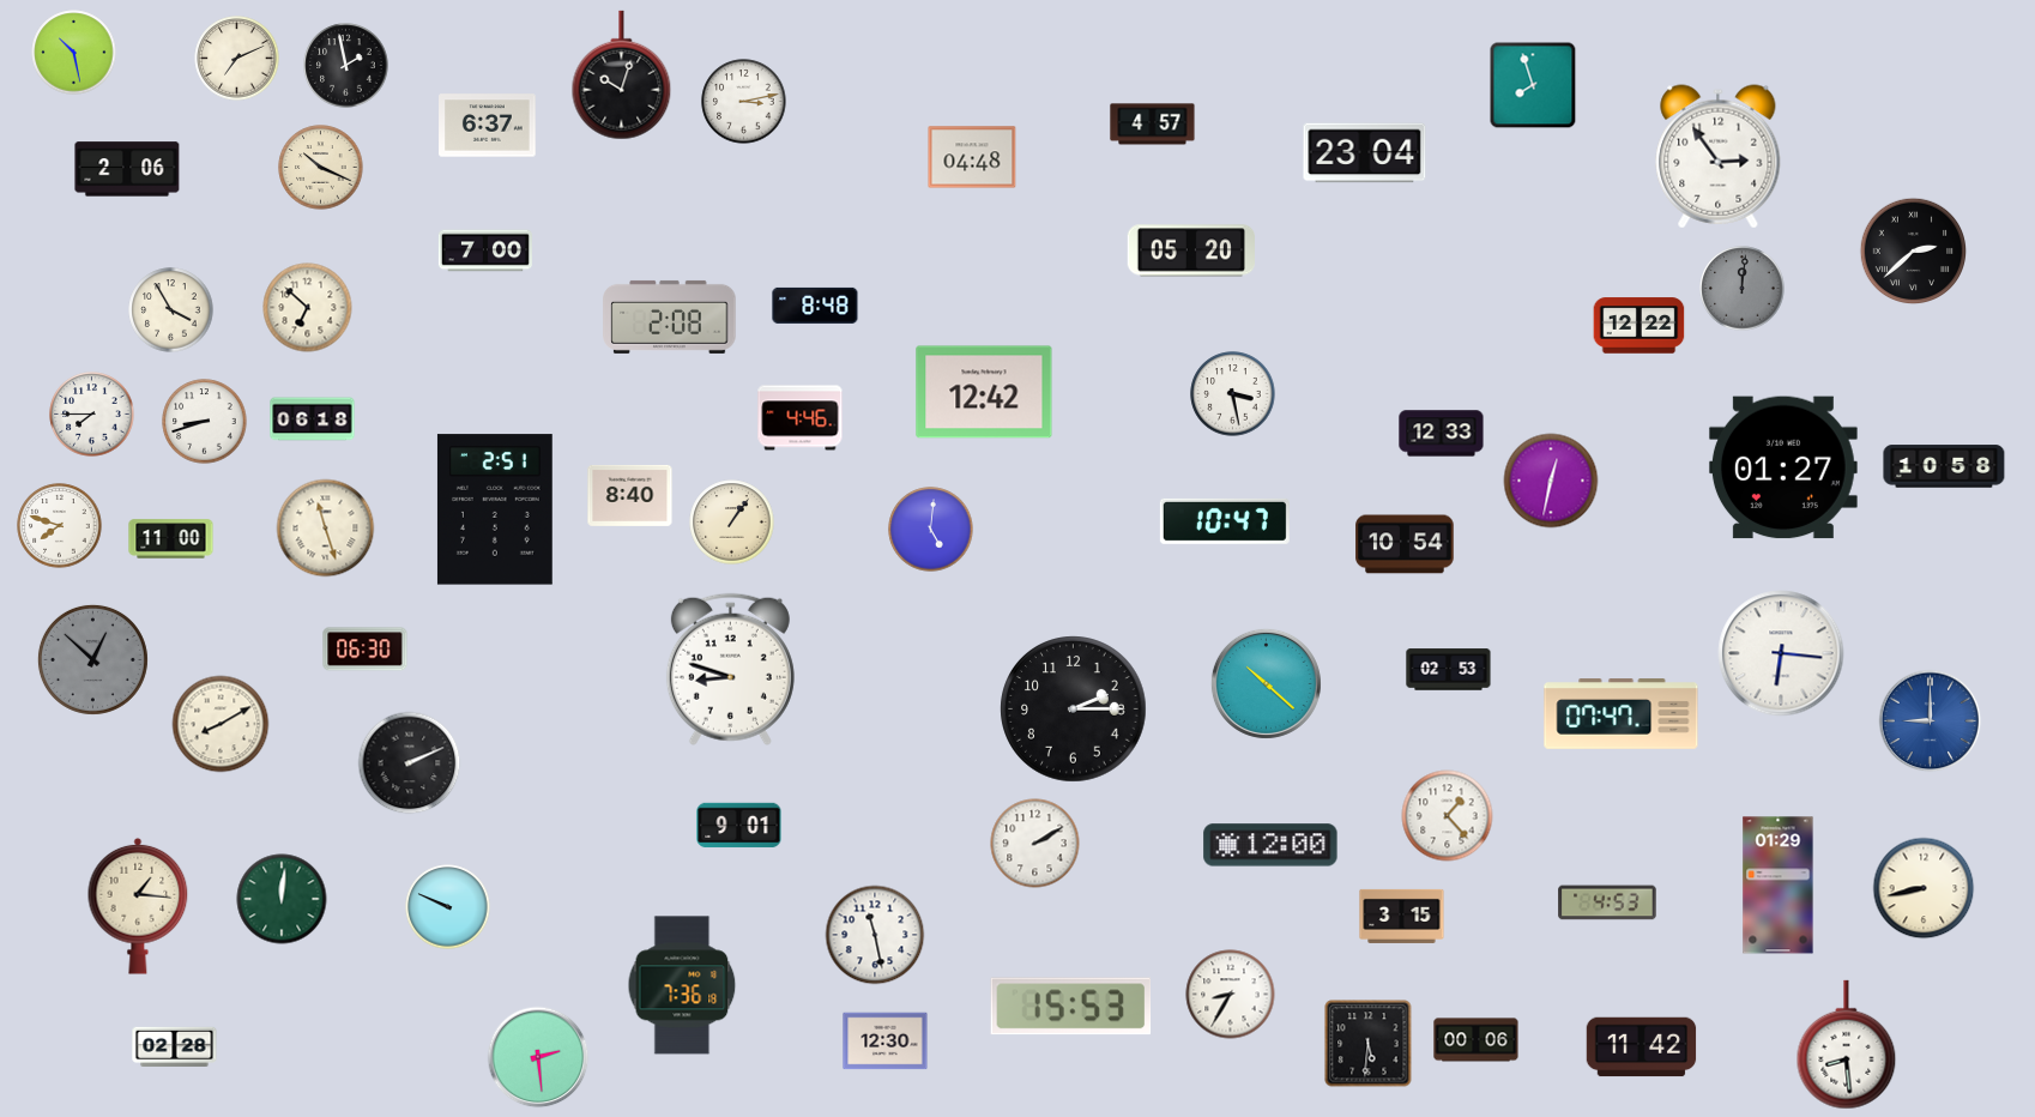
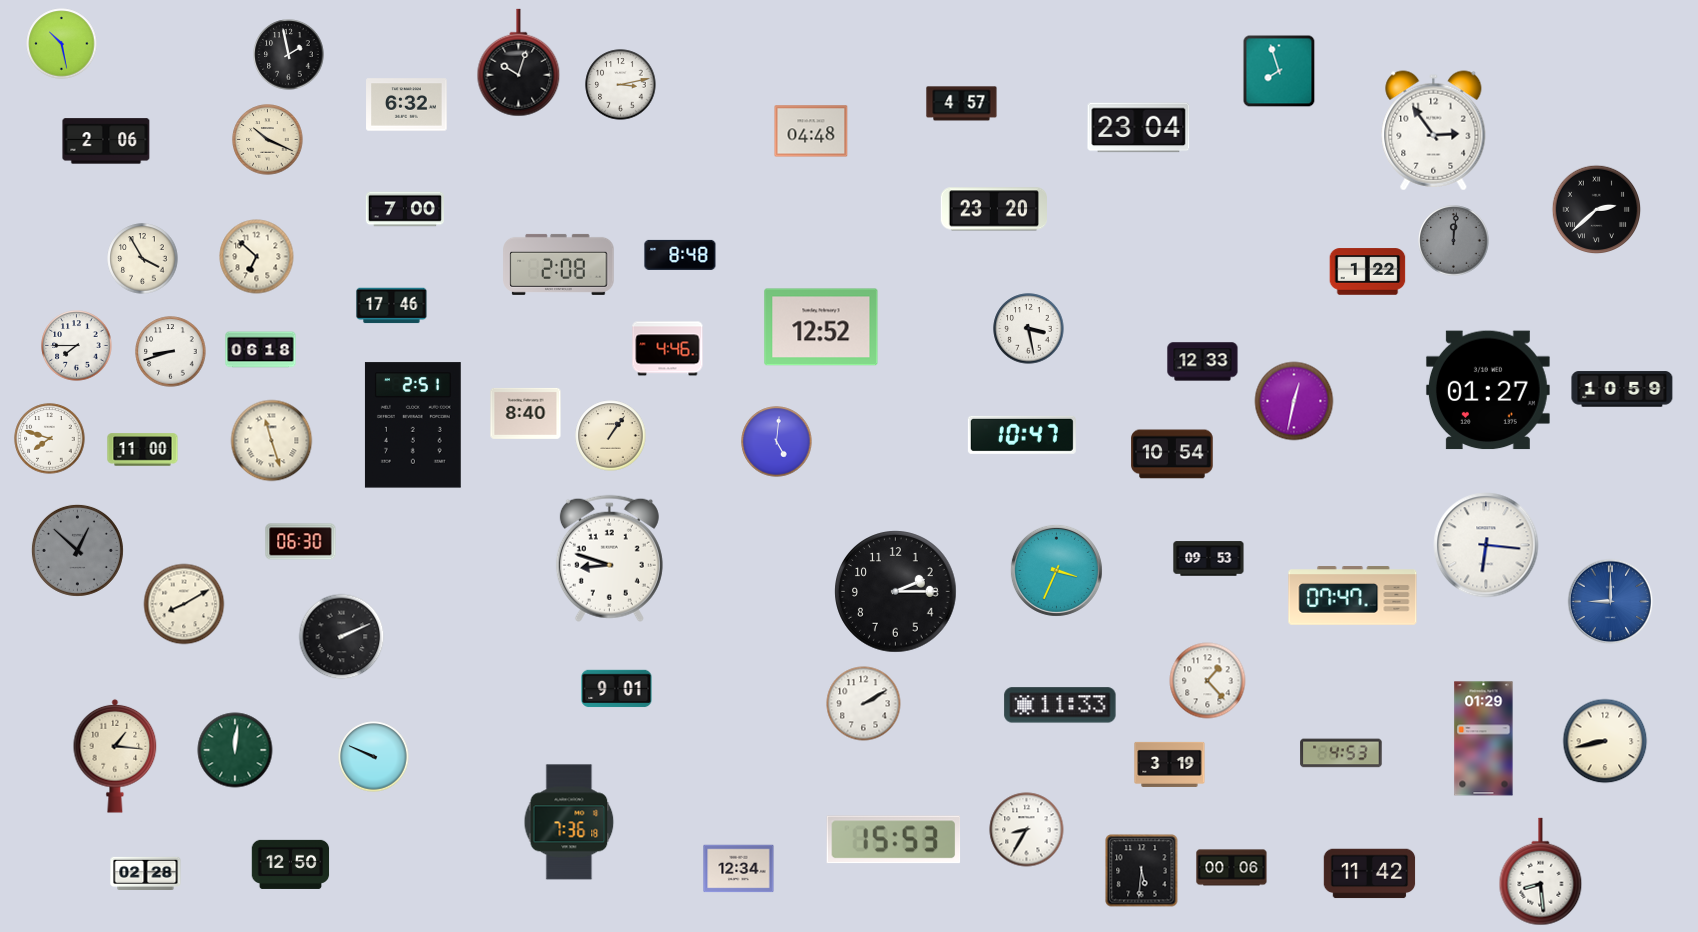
clock at (237, 59): 7:11 -> none
clock at (488, 126): 6:37 -> 6:32
clock at (1191, 250): 05:20 -> 23:20
clock at (1640, 326): 12:22 -> 1:22
clock at (392, 306): none -> 17:46
clock at (984, 392): 12:42 -> 12:52
clock at (1944, 466): 10:58 -> 10:59
clock at (366, 650) position: (366, 650) -> (301, 542)
clock at (1449, 670): 02:53 -> 09:53
clock at (1266, 683): 10:22 -> 3:34
clock at (1270, 845): 12:00 -> 11:33
clock at (1402, 916): 3:15 -> 3:19
clock at (875, 935): 11:28 -> none
clock at (291, 864): none -> 12:50
clock at (886, 1041): 12:30 -> 12:34
clock at (538, 1057): 2:29 -> none
